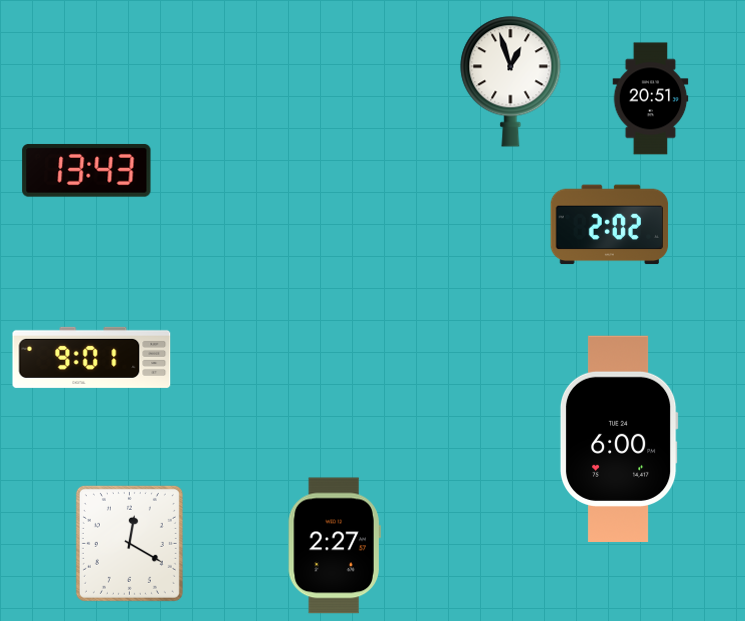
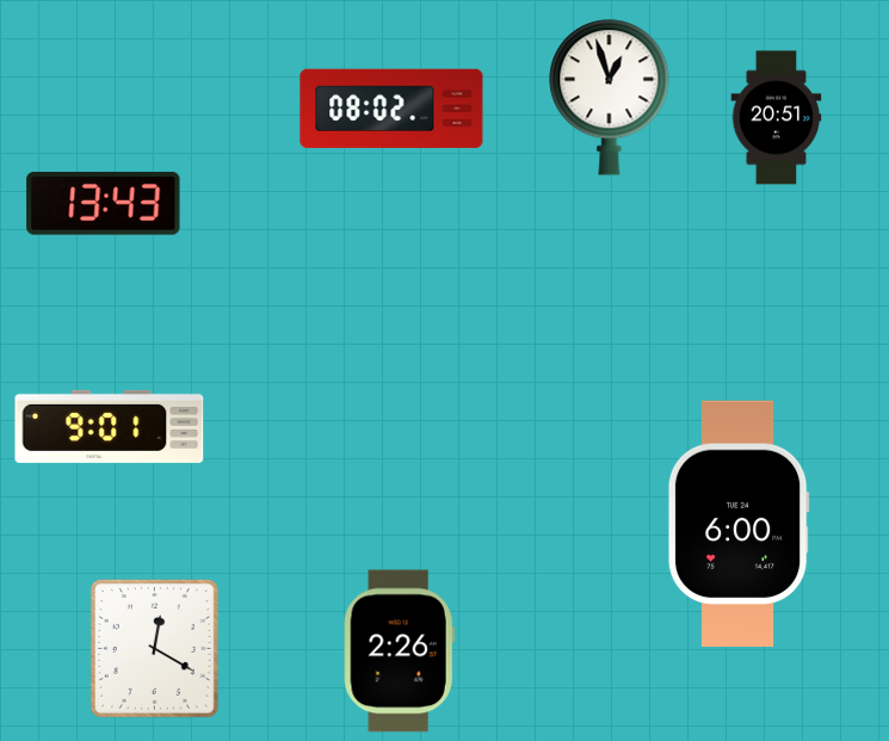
clock at (391, 109): none -> 08:02
clock at (610, 225): 2:02 -> none
clock at (334, 546): 2:27 -> 2:26
